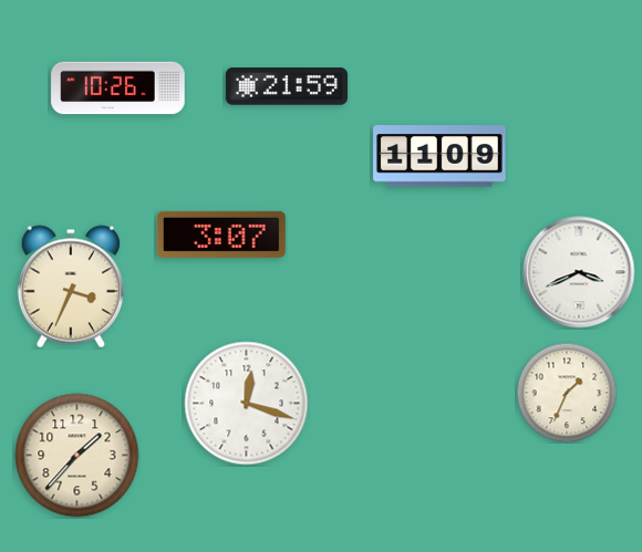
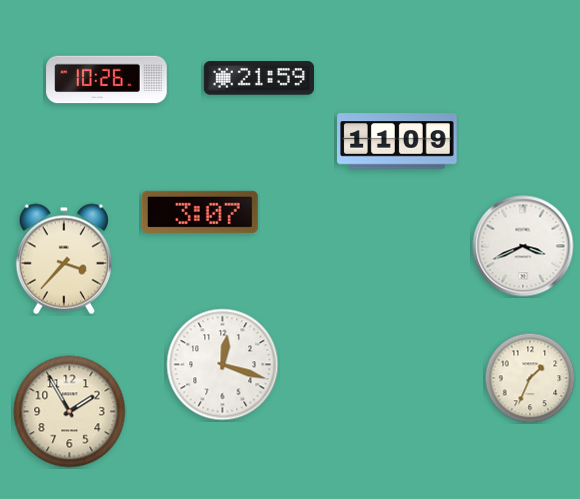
clock at (71, 287): 3:34 -> 3:37
clock at (567, 393) position: (567, 393) -> (530, 378)
clock at (77, 456): 1:37 -> 1:55
